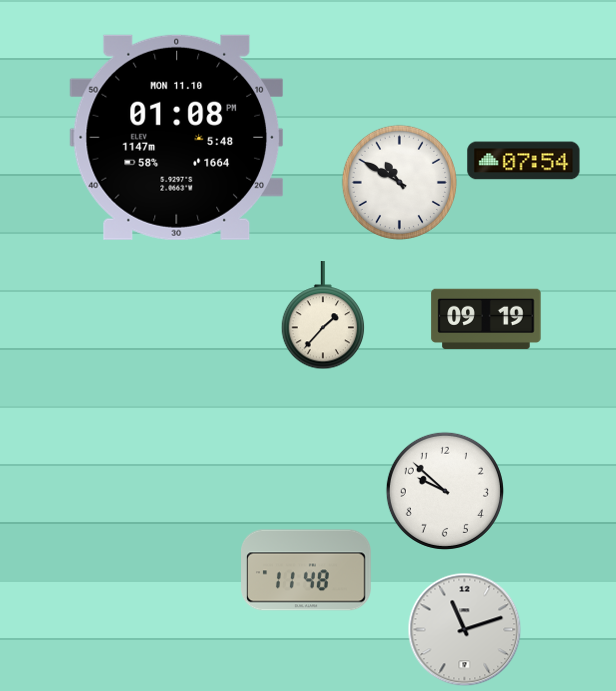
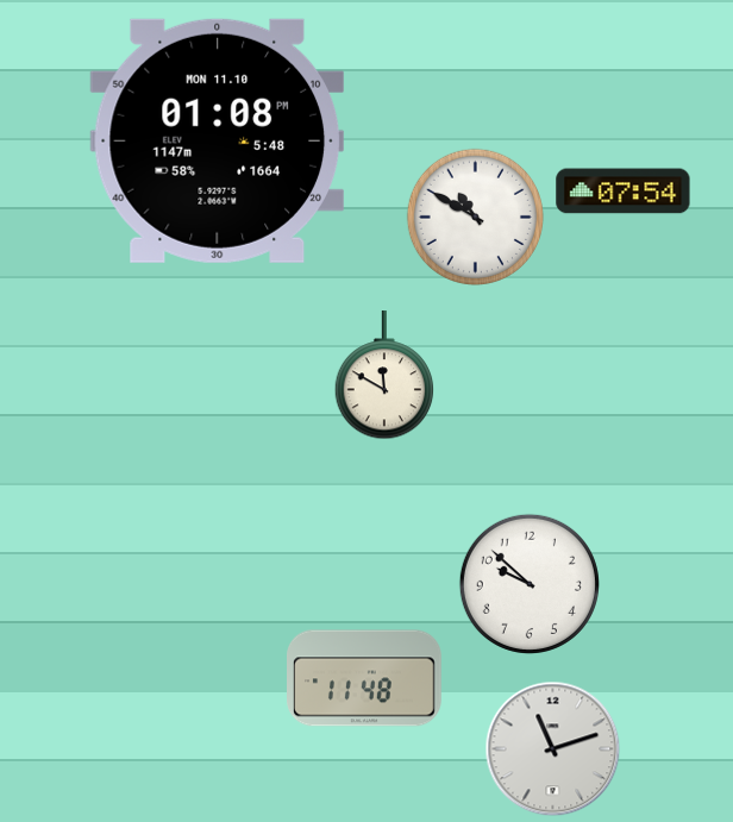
clock at (176, 137) position: (176, 137) -> (217, 140)
clock at (323, 316): 1:37 -> 11:50
clock at (486, 319): 09:19 -> none
